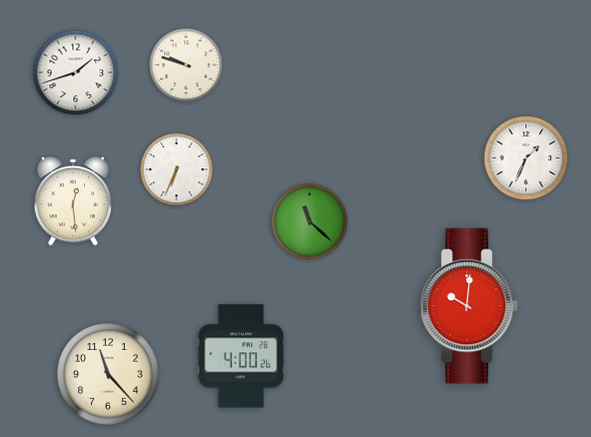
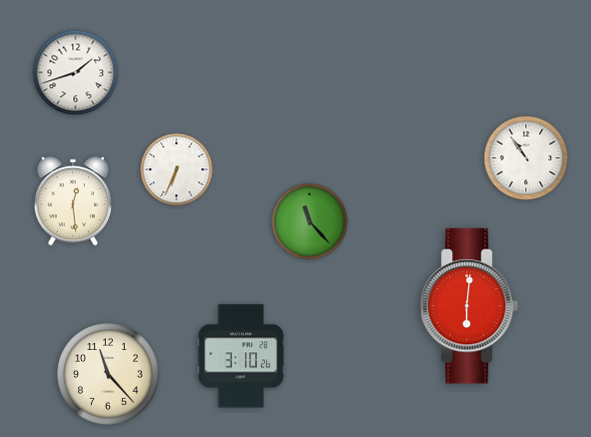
clock at (186, 65): 9:48 -> none
clock at (526, 158): 1:34 -> 10:54
clock at (310, 222): 11:22 -> 11:23
clock at (469, 306): 10:01 -> 6:01
clock at (241, 356): 4:00 -> 3:10
